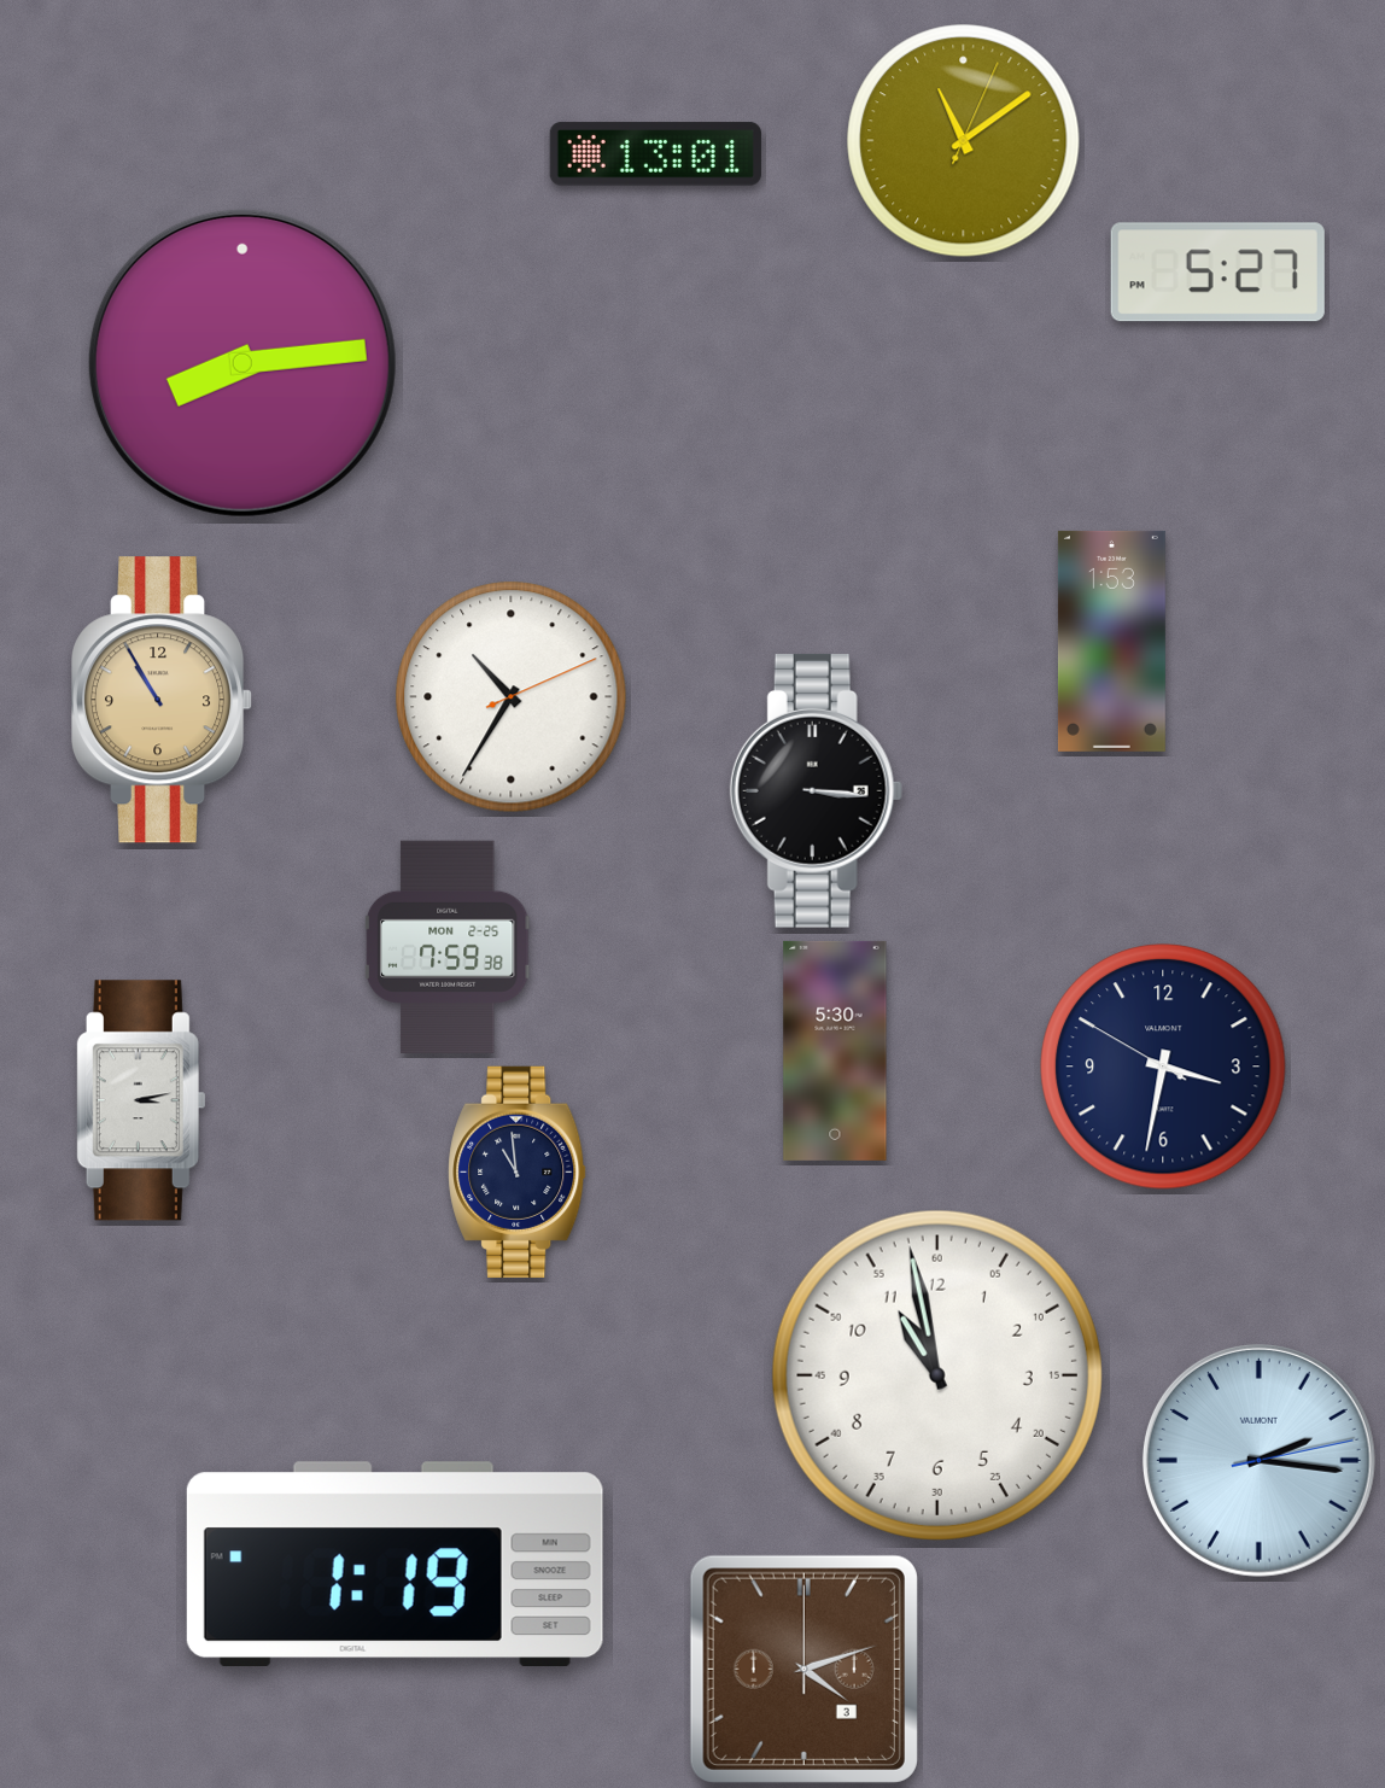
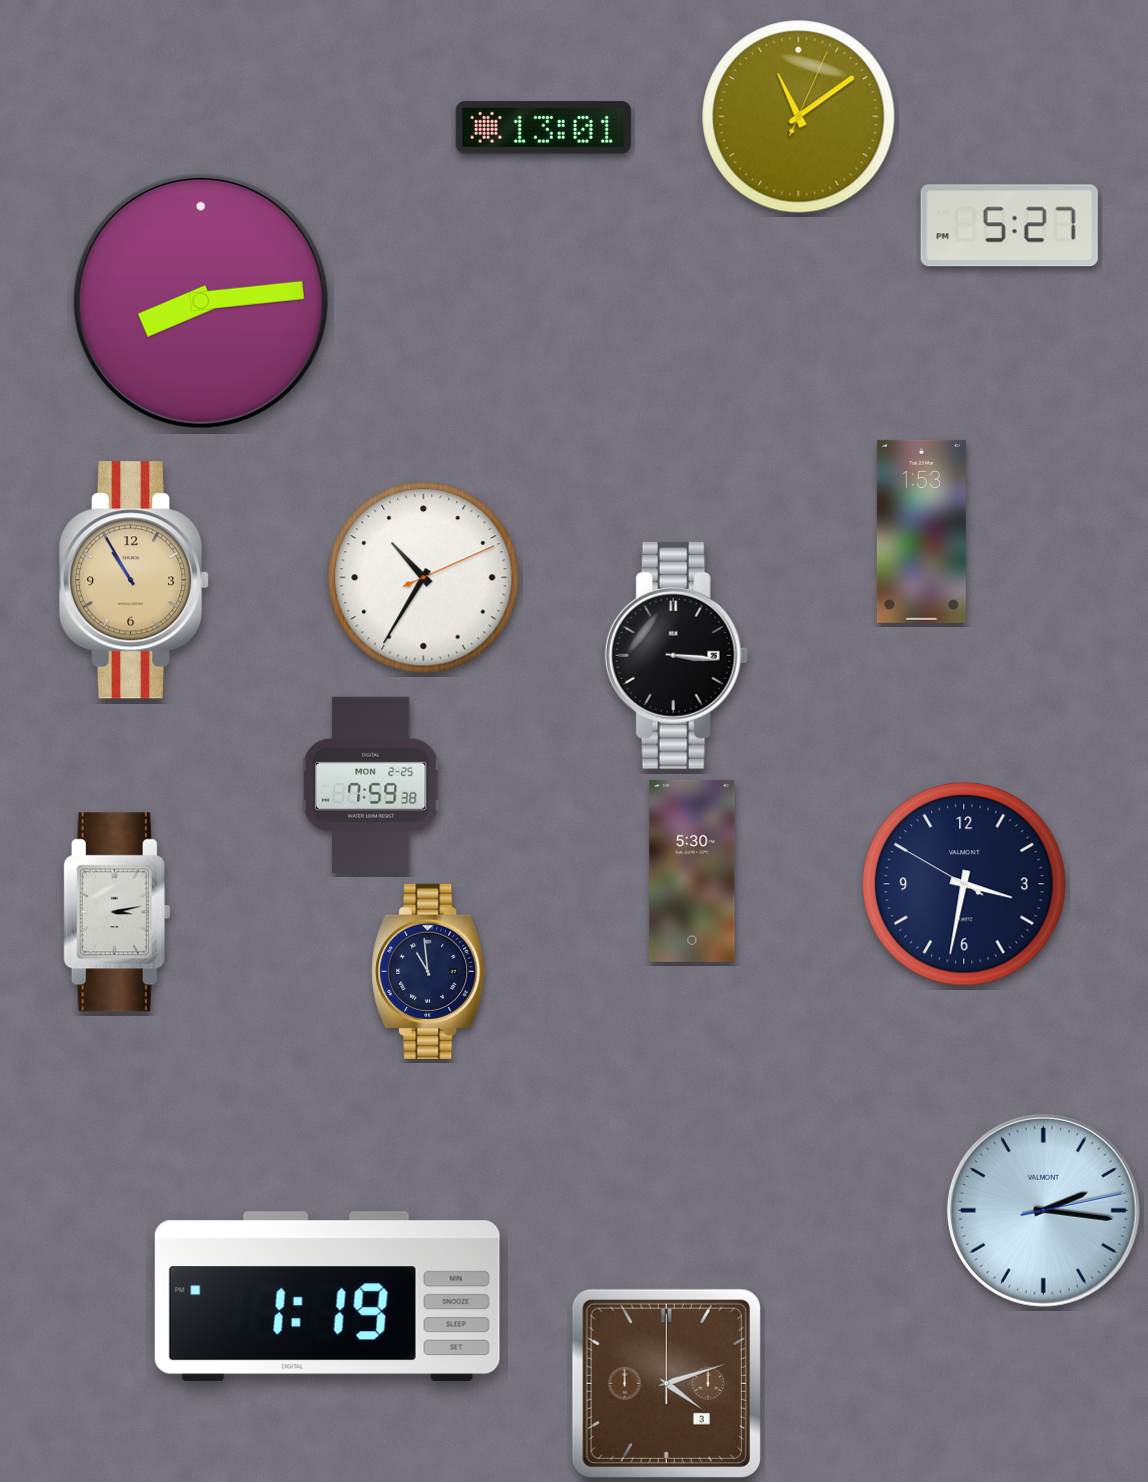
clock at (937, 1375): 10:58 -> none
